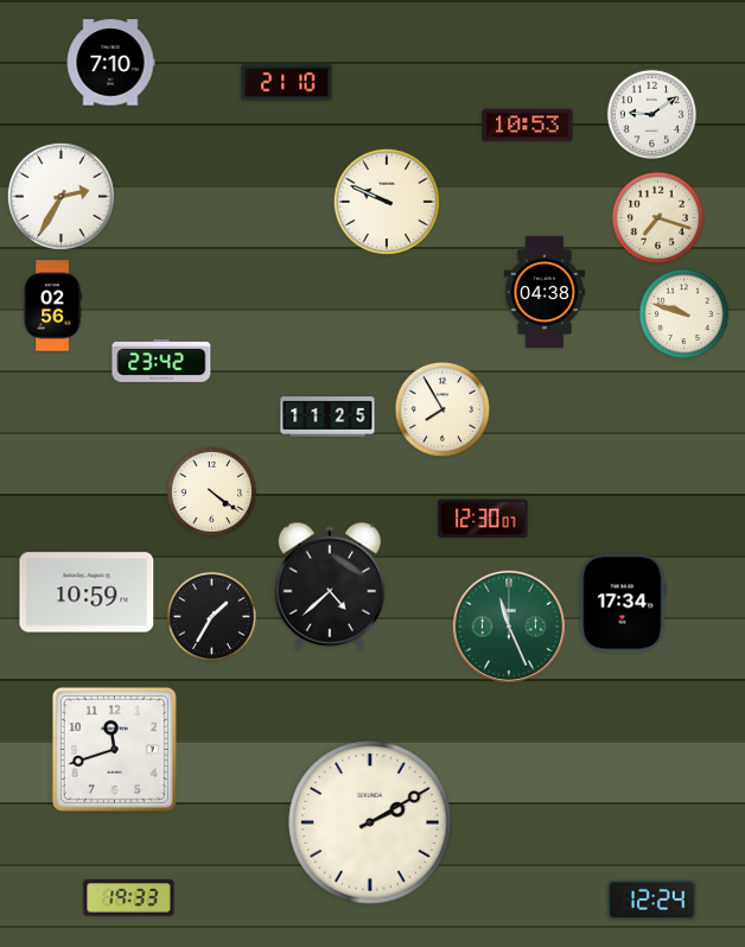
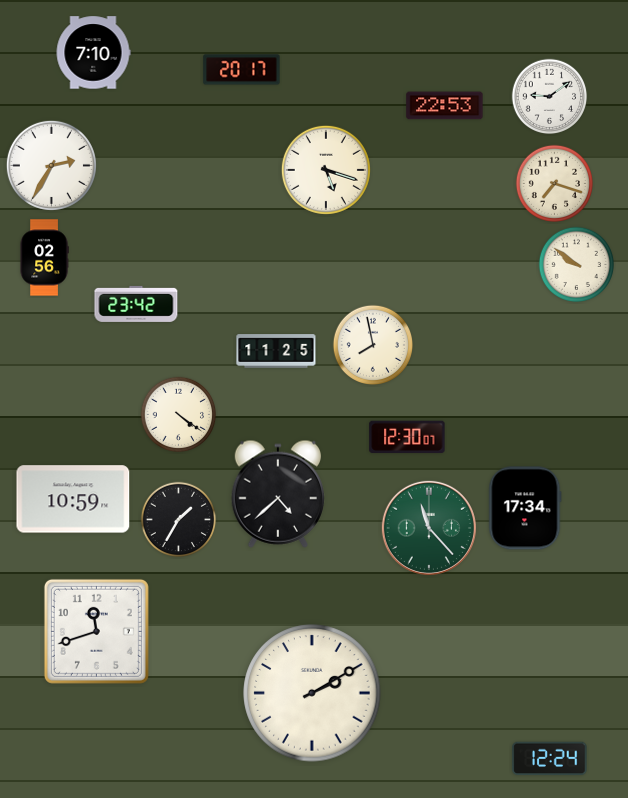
clock at (287, 83): 21:10 -> 20:17
clock at (528, 126): 10:53 -> 22:53
clock at (387, 202): 9:49 -> 5:18
clock at (545, 291): 04:38 -> none
clock at (684, 314): 9:48 -> 9:51
clock at (441, 408): 7:55 -> 7:58
clock at (509, 627): 11:26 -> 11:23
clock at (129, 898): 19:33 -> none
